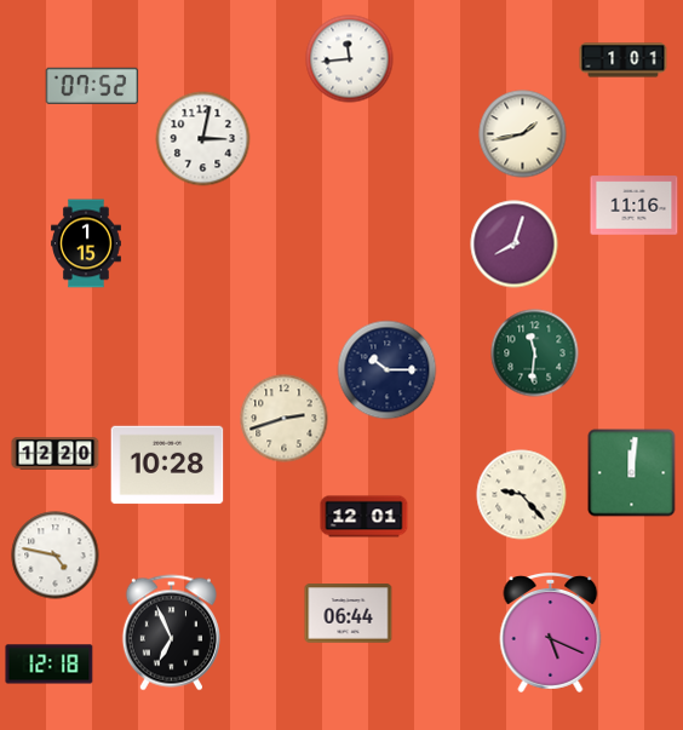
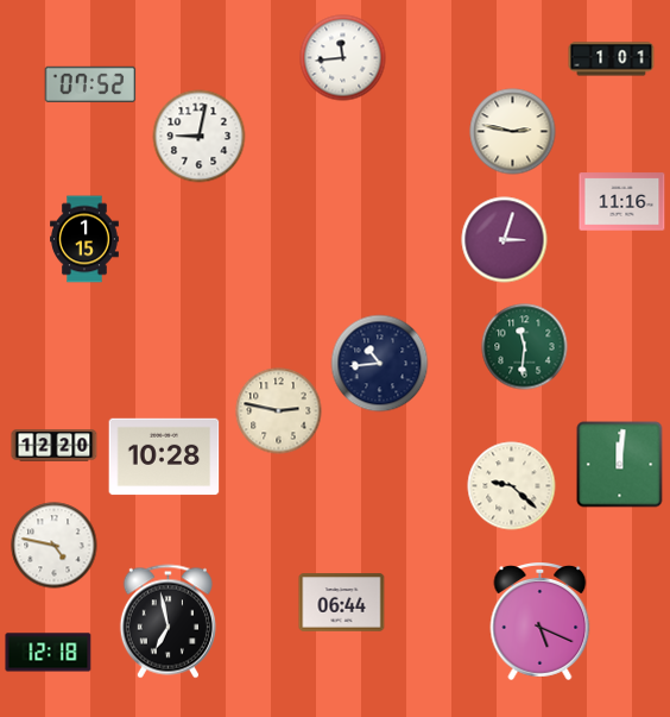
clock at (523, 134): 1:43 -> 2:47
clock at (203, 139): 3:02 -> 9:02
clock at (515, 245): 8:03 -> 3:03
clock at (388, 370): 10:15 -> 10:44
clock at (285, 419): 2:42 -> 2:47
clock at (522, 495): 9:23 -> 9:22
clock at (365, 517): 12:01 -> none
clock at (171, 633): 6:56 -> 6:58
